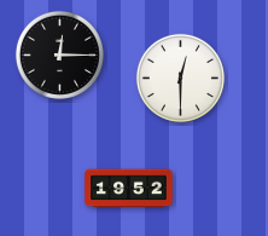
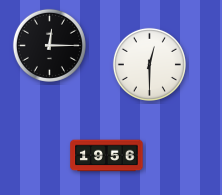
clock at (129, 189): 19:52 -> 19:56
